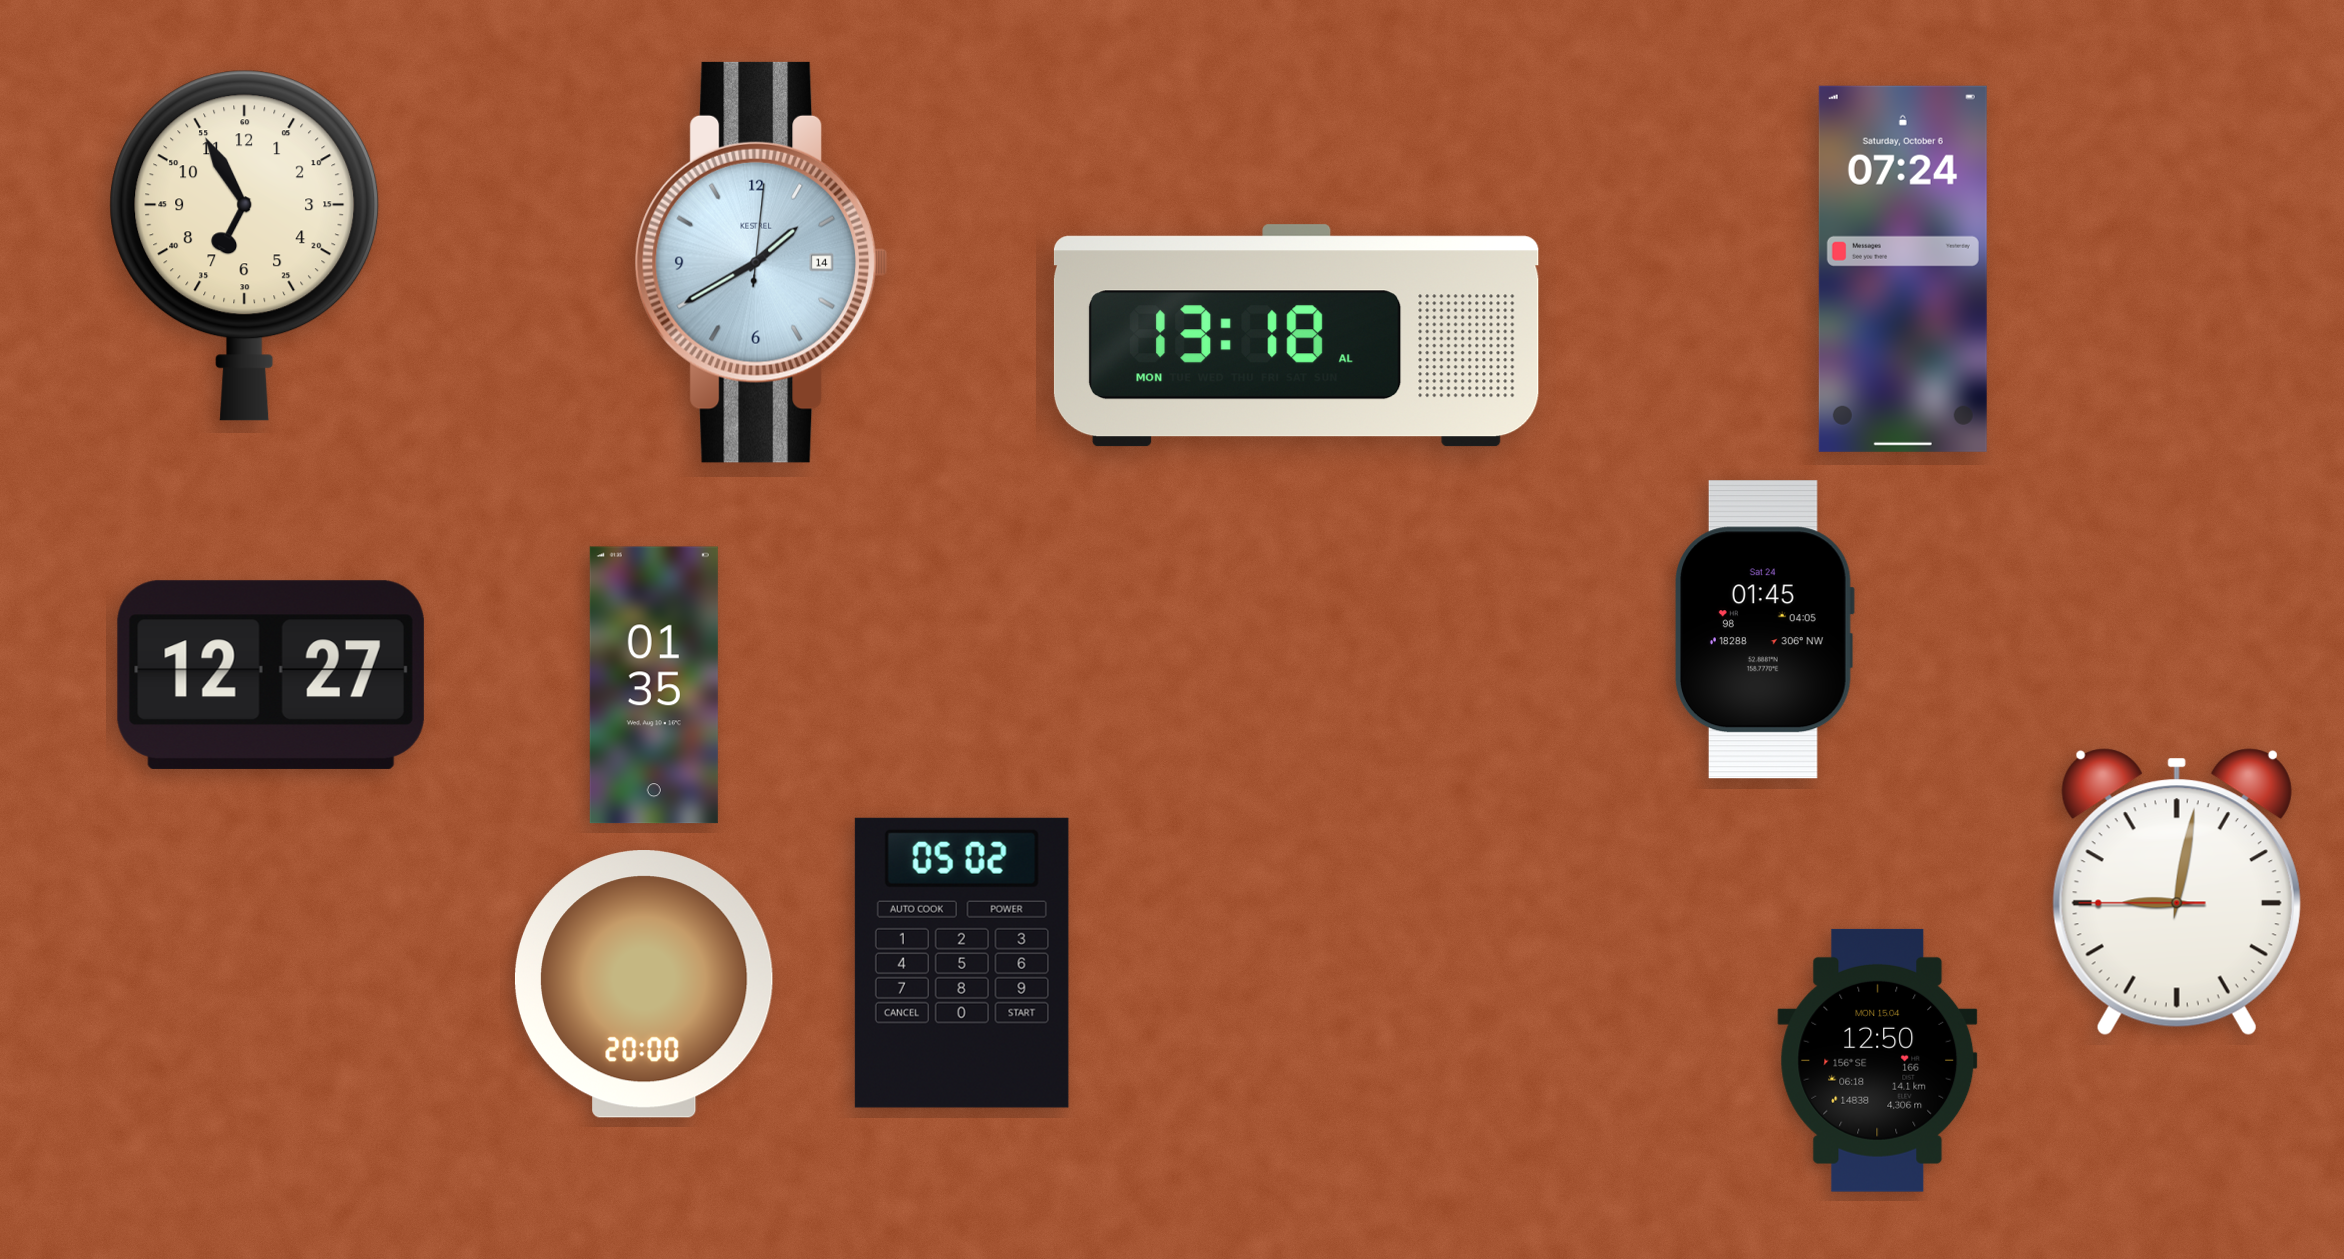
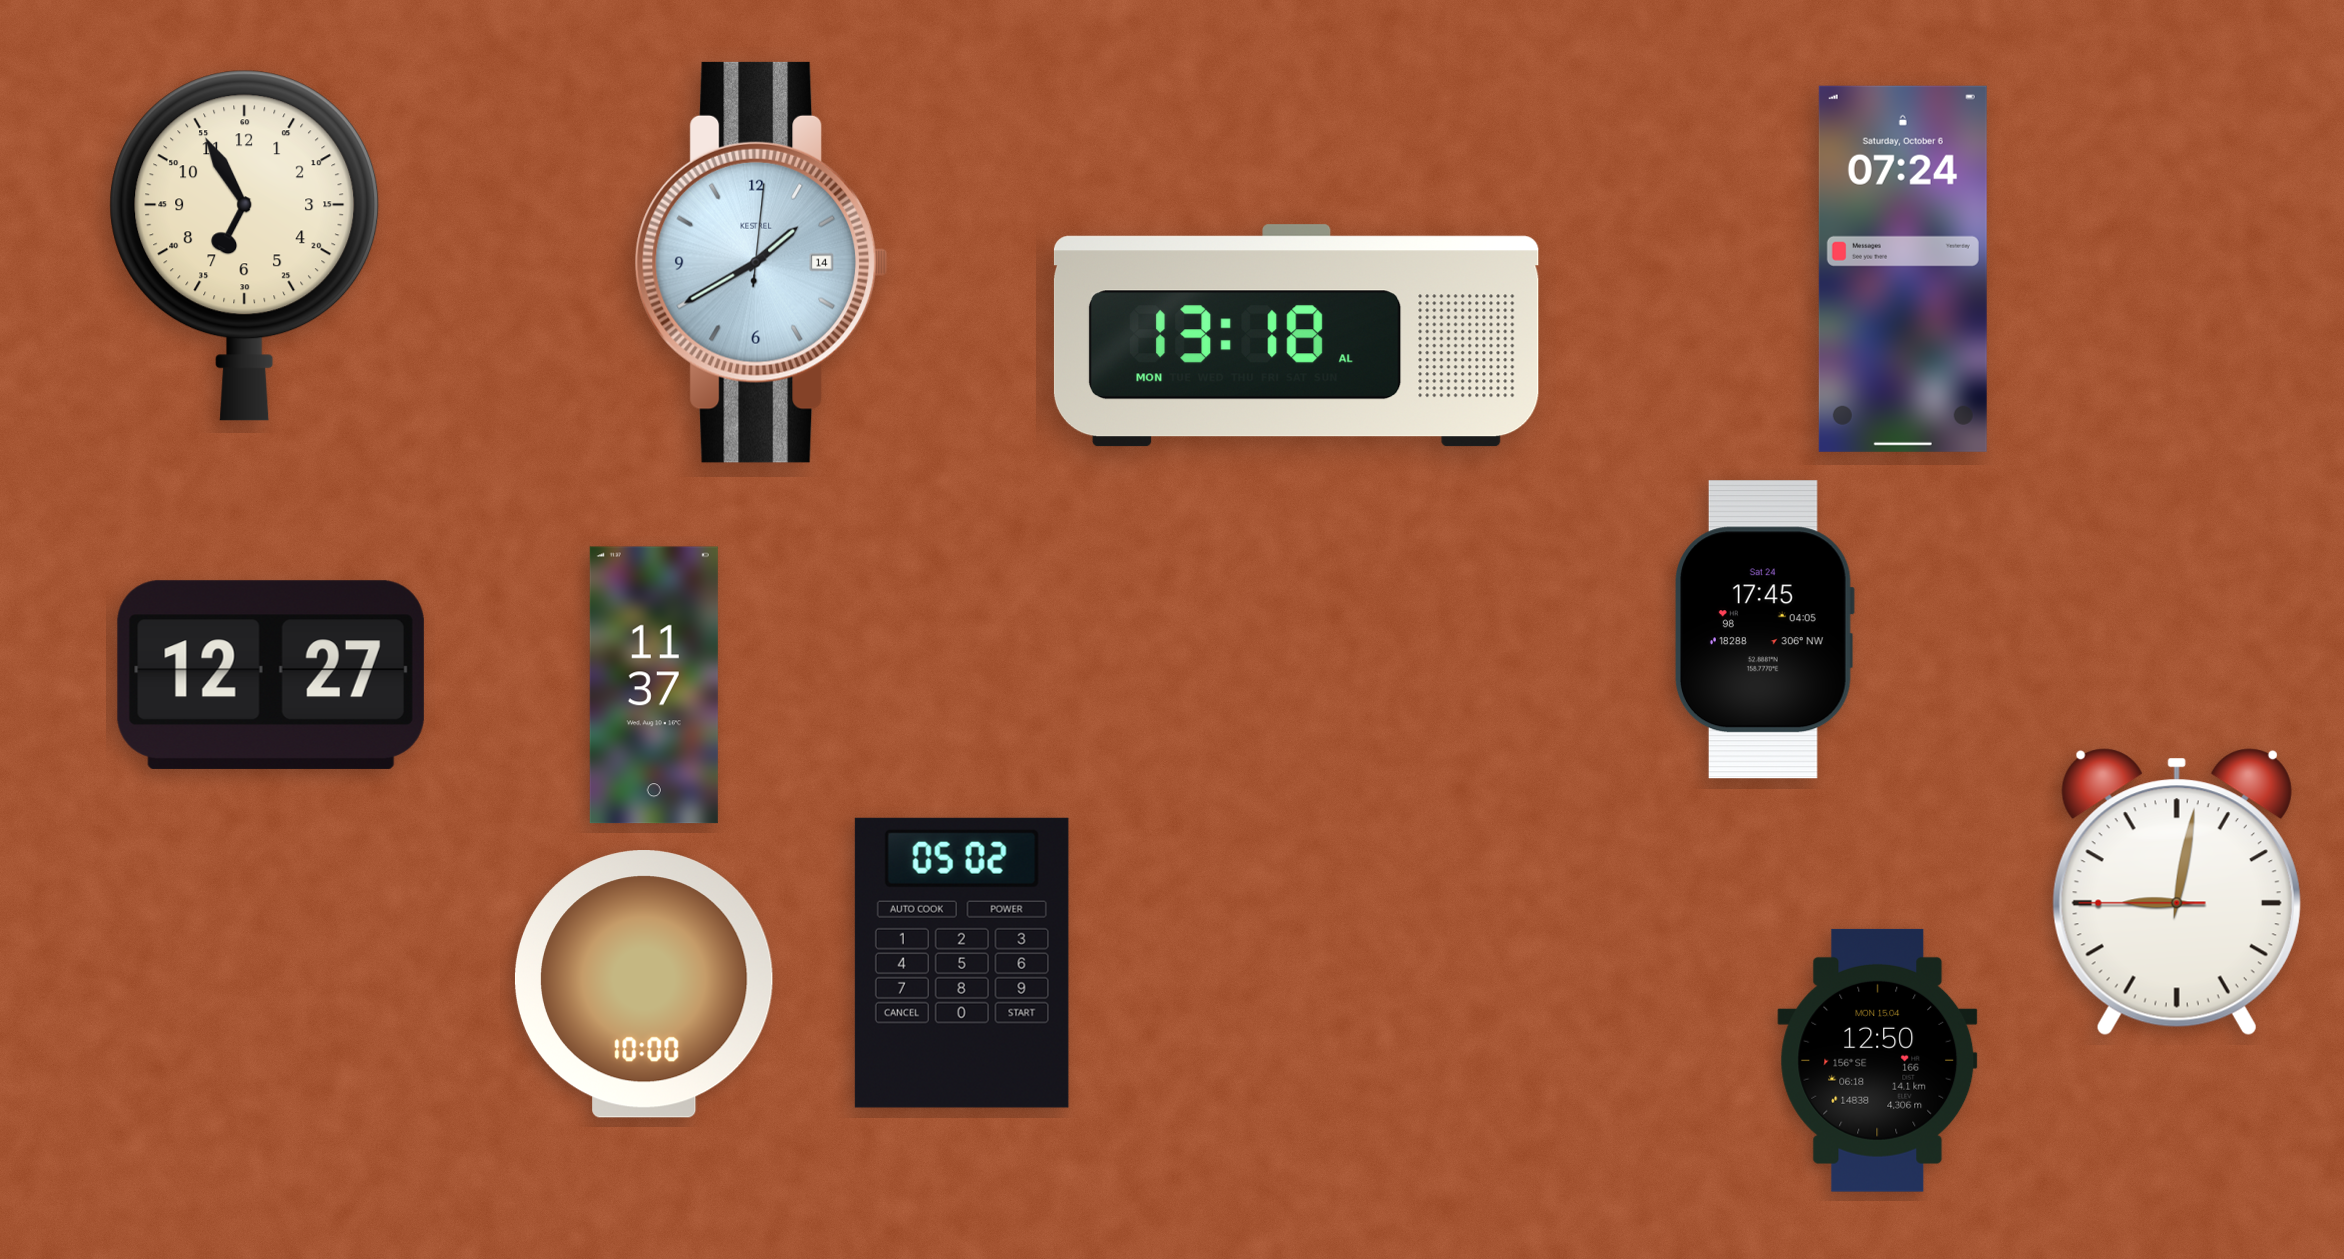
clock at (1764, 630): 01:45 -> 17:45
clock at (654, 685): 01:35 -> 11:37
clock at (644, 984): 20:00 -> 10:00
